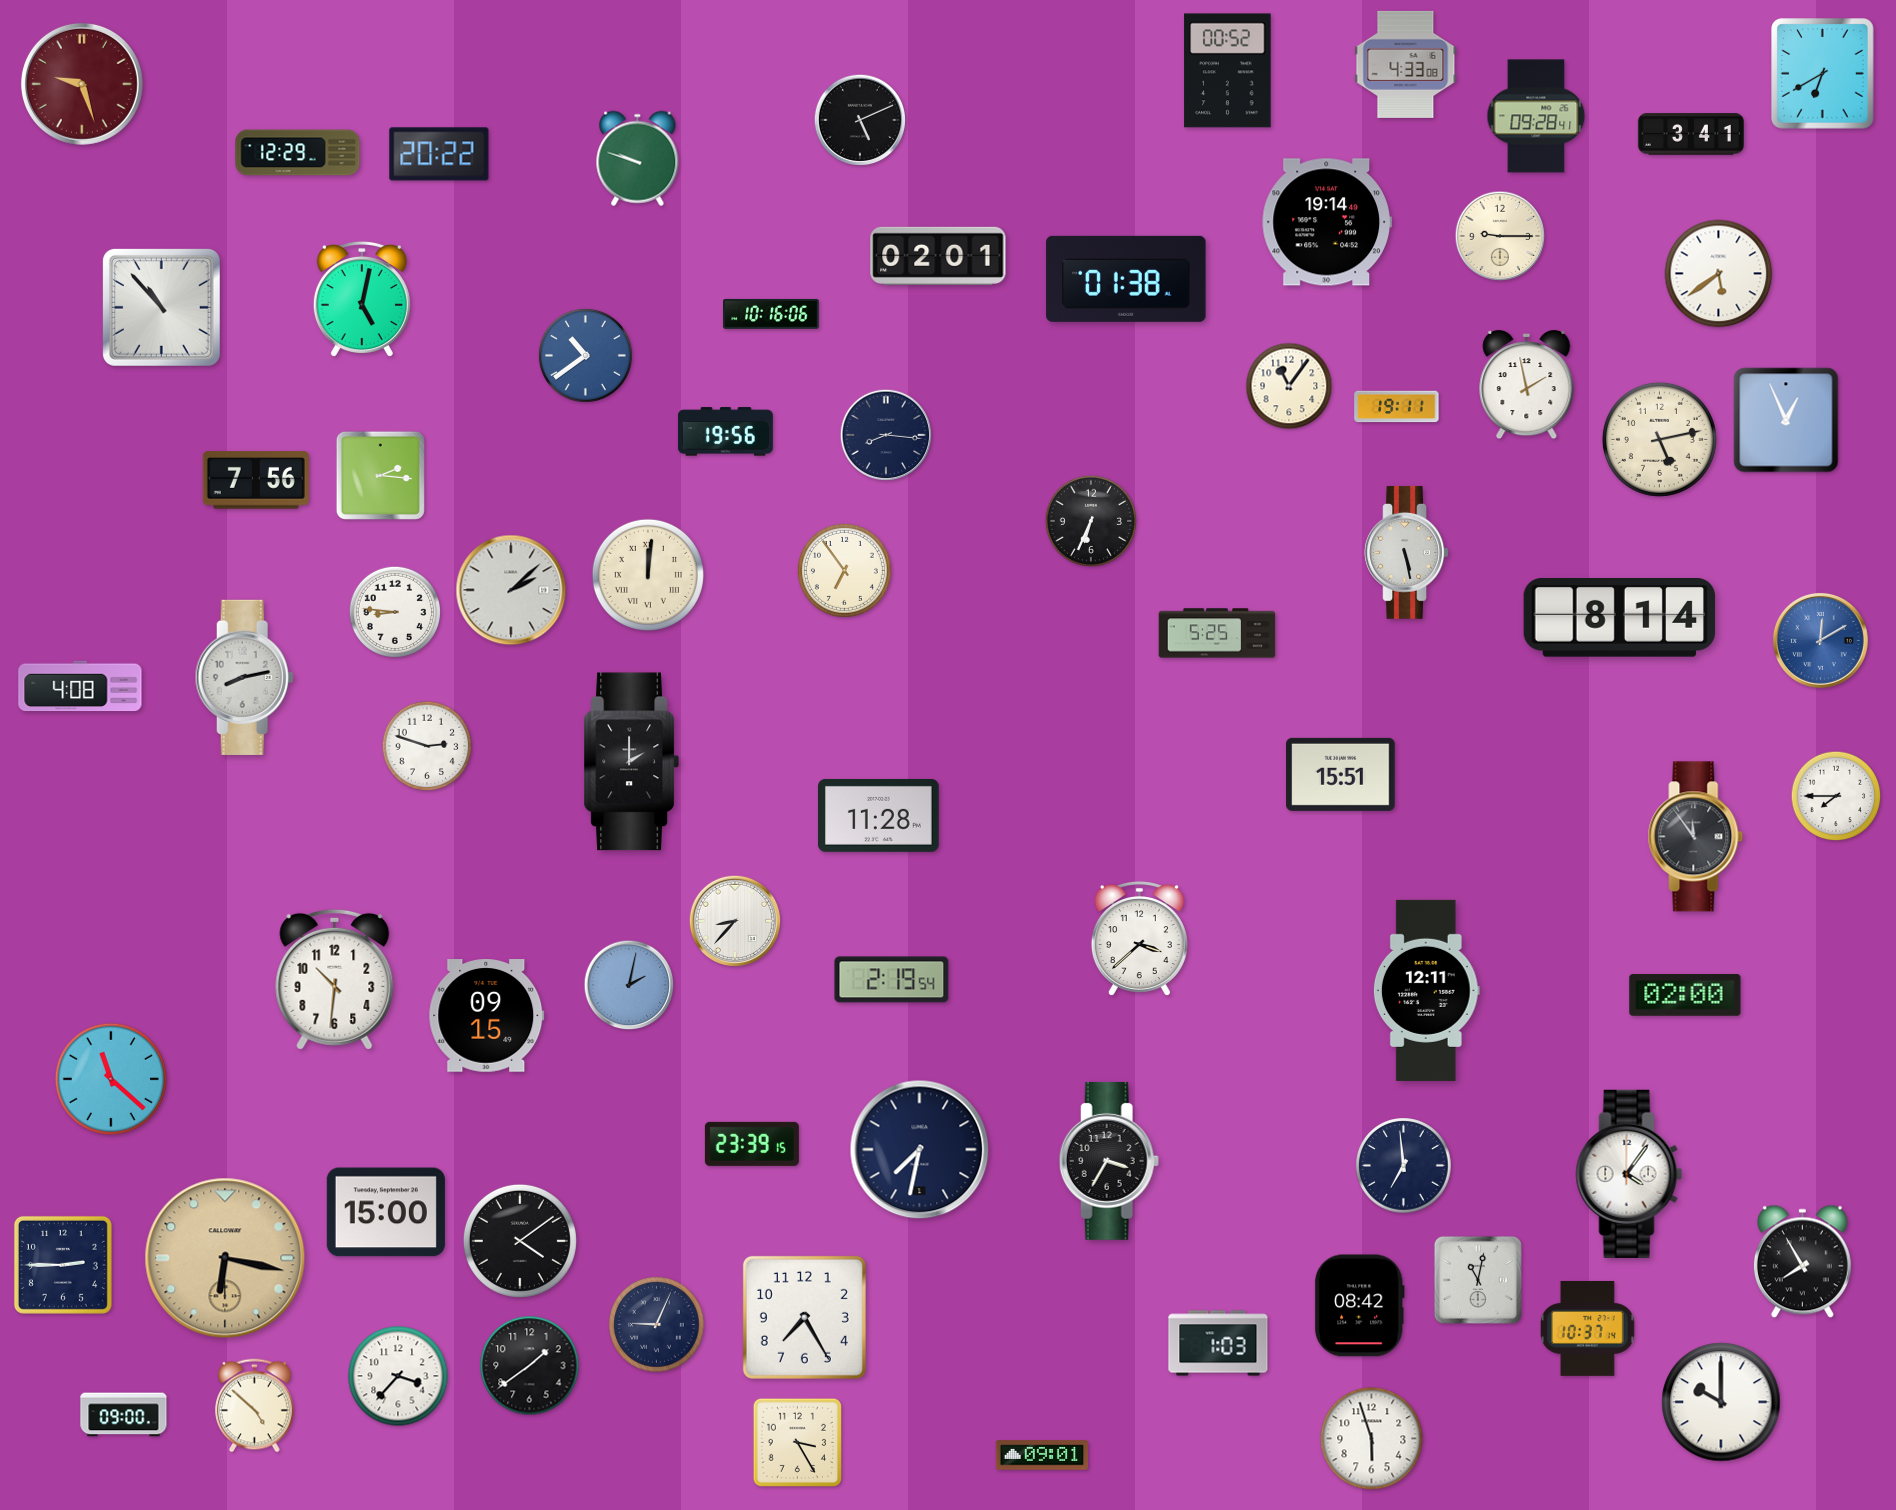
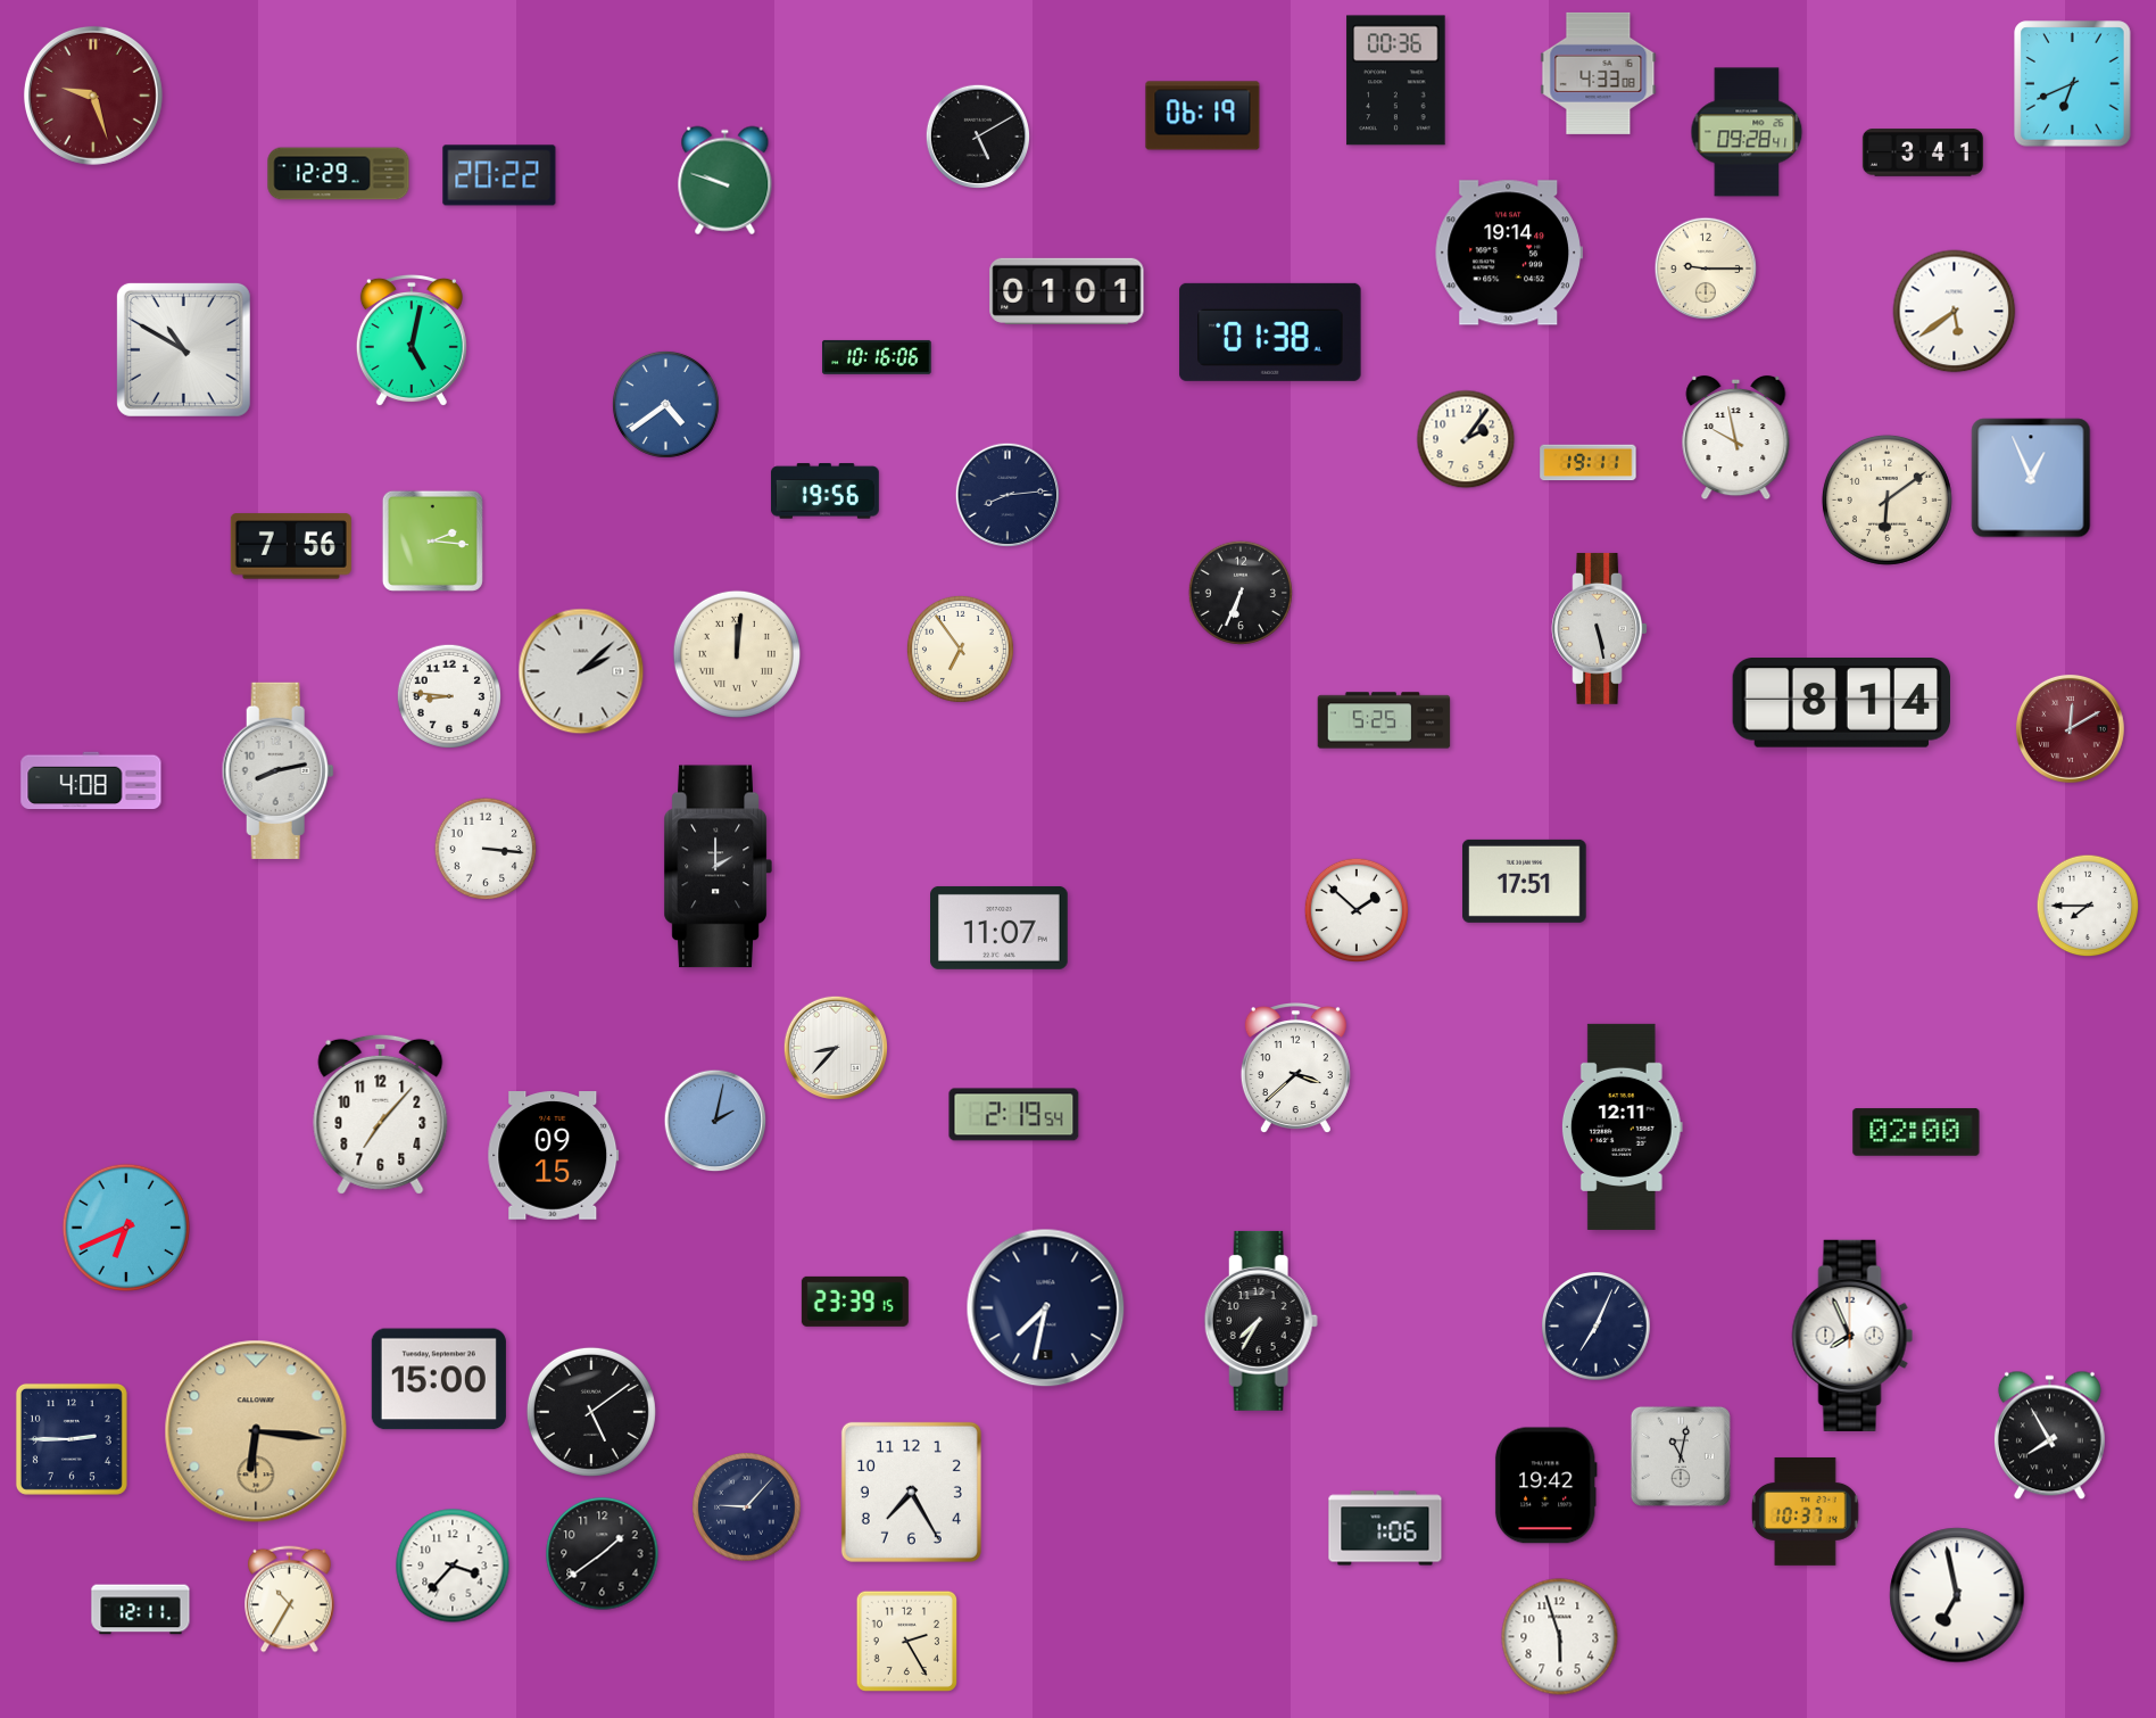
clock at (1228, 71): 00:52 -> 00:36
clock at (1823, 74): 6:40 -> 6:41
clock at (1203, 116): none -> 06:19
clock at (859, 119): 5:11 -> 5:10
clock at (938, 256): 02:01 -> 01:01
clock at (1126, 279) position: (1126, 279) -> (1270, 332)
clock at (161, 307): 10:53 -> 10:50
clock at (585, 355): 10:39 -> 4:39
clock at (1527, 385): 1:58 -> 9:58
clock at (1289, 386): 11:06 -> 2:06
clock at (885, 434): 8:16 -> 8:14
clock at (1659, 439): 5:13 -> 6:09
clock at (1820, 640) dial: blue -> burgundy
clock at (427, 746): 2:48 -> 3:16
clock at (1341, 774): 15:51 -> 17:51
clock at (1355, 909): none -> 1:52
clock at (879, 815): 11:28 -> 11:07
clock at (1696, 837): 11:54 -> none
clock at (335, 979): 10:31 -> 7:07
clock at (111, 1079): 11:22 -> 6:41
clock at (1109, 1161): 3:35 -> 7:35
clock at (1404, 1166): 6:59 -> 7:04
clock at (1629, 1174): 4:06 -> 7:56
clock at (520, 1241): 4:09 -> 5:09
clock at (225, 1258): 6:17 -> 6:16
clock at (1359, 1306): 08:42 -> 19:42
clock at (804, 1317) position: (804, 1317) -> (911, 1492)
clock at (657, 1325): 9:04 -> 9:07
clock at (1218, 1343): 1:03 -> 1:06
clock at (1721, 1402): 10:00 -> 6:58
clock at (255, 1406): 4:52 -> 10:35
clock at (124, 1415): 09:00 -> 12:11
clock at (797, 1442): 3:25 -> 2:25
clock at (1042, 1455): 09:01 -> none
